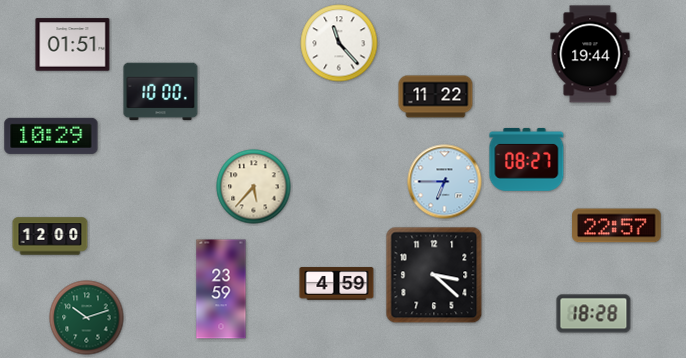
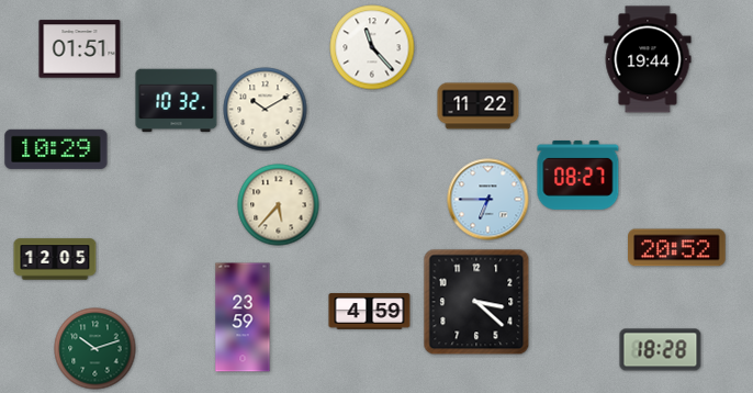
clock at (161, 92): 10:00 -> 10:32
clock at (266, 110): none -> 10:10
clock at (617, 226): 22:57 -> 20:52
clock at (50, 236): 12:00 -> 12:05
clock at (594, 314) position: (594, 314) -> (661, 350)
